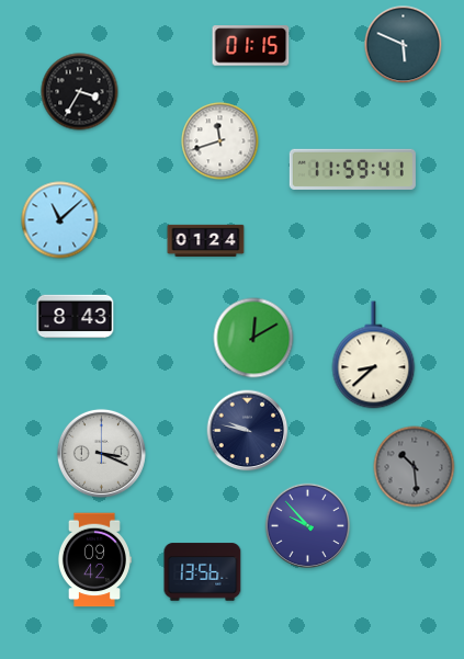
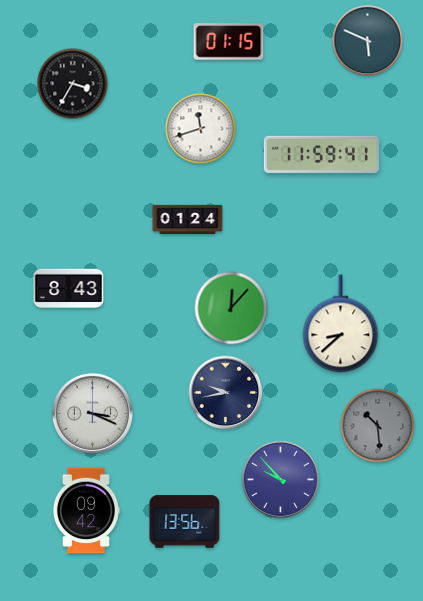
clock at (60, 220): 11:08 -> none
clock at (253, 338): 12:10 -> 12:07
clock at (248, 431): 9:47 -> 9:43
